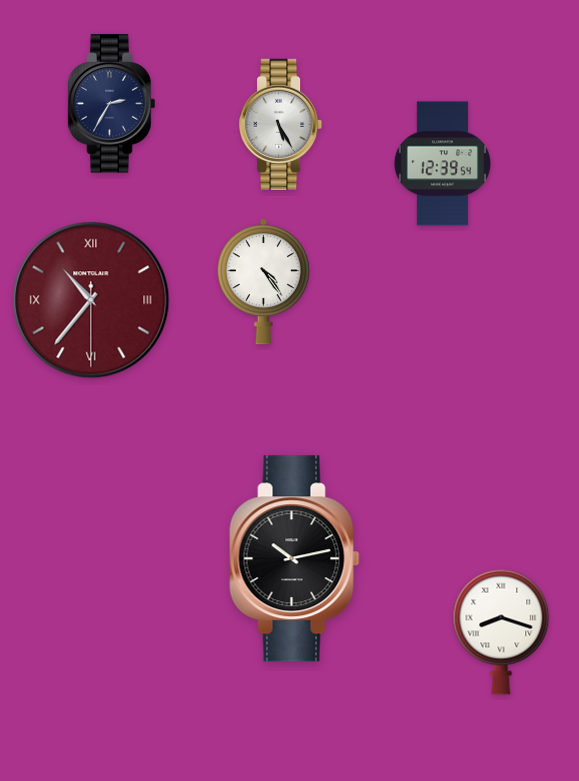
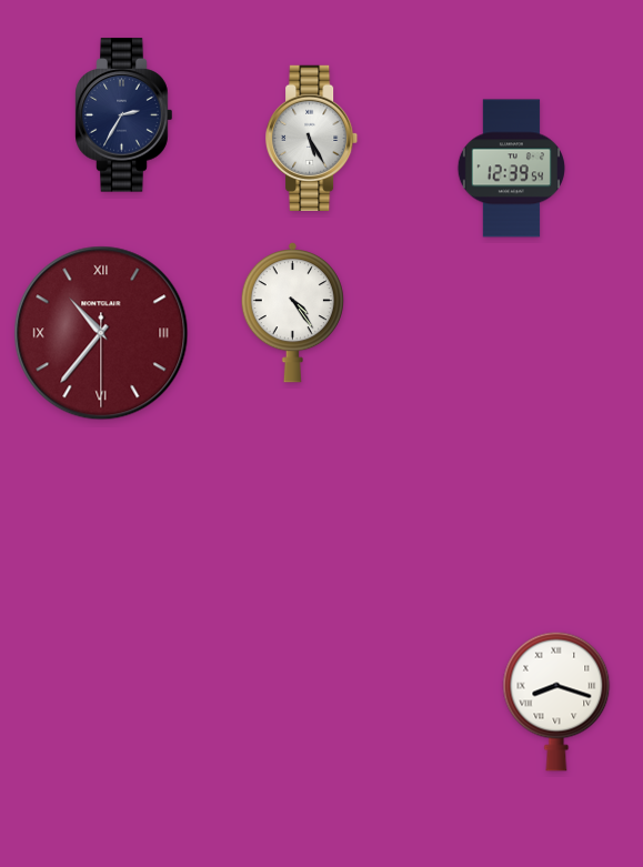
clock at (442, 164) position: (442, 164) -> (511, 169)
clock at (295, 559): 10:13 -> none
